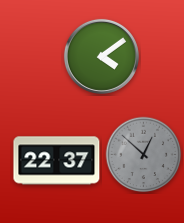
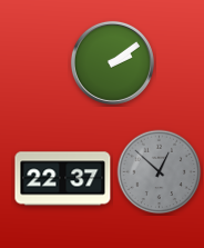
clock at (101, 56): 4:09 -> 2:09
